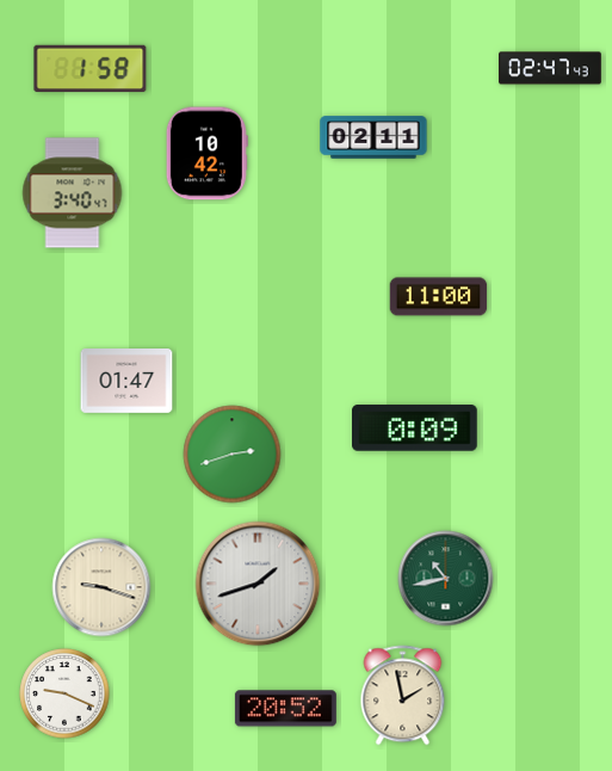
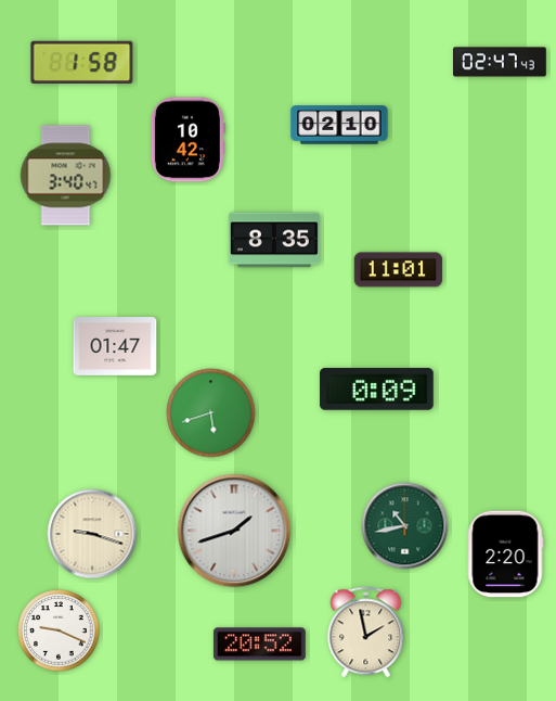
clock at (373, 137): 02:11 -> 02:10
clock at (274, 240): none -> 8:35
clock at (439, 297): 11:00 -> 11:01
clock at (233, 455): 2:42 -> 5:42
clock at (505, 555): none -> 2:20
